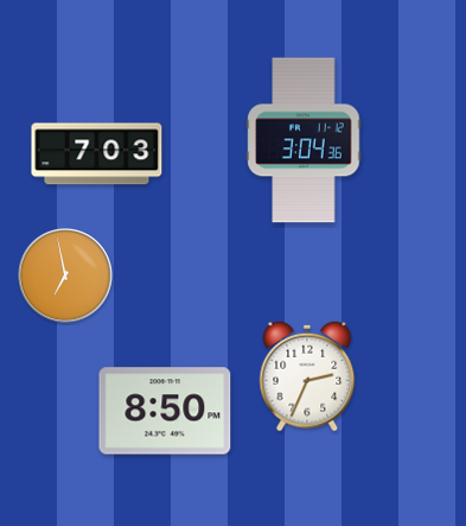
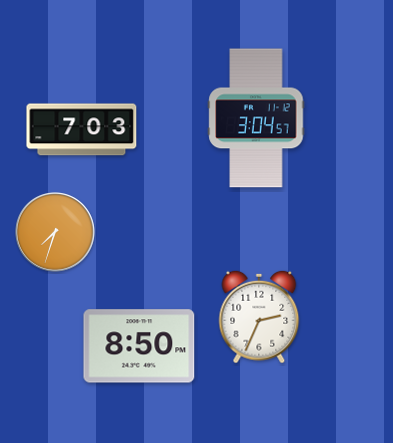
clock at (304, 140): 3:04:36 -> 3:04:57
clock at (66, 277): 6:58 -> 7:33
